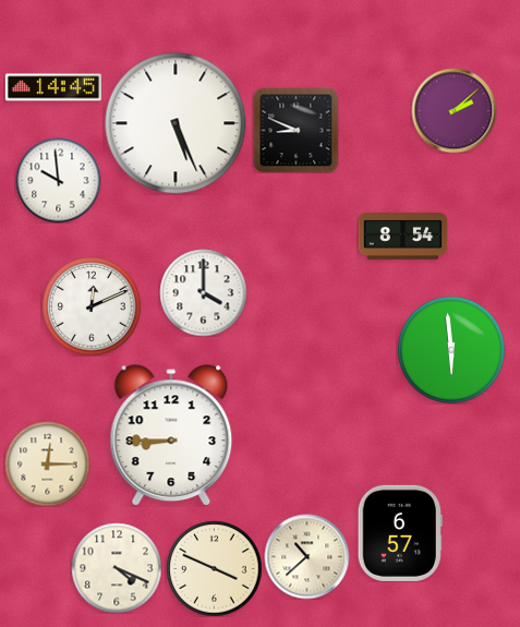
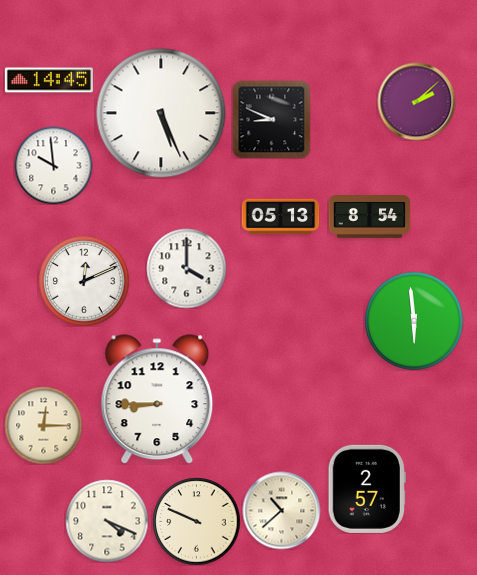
clock at (280, 217): none -> 05:13
clock at (400, 533): 6:57 -> 2:57
clock at (214, 568): 3:49 -> 9:49
